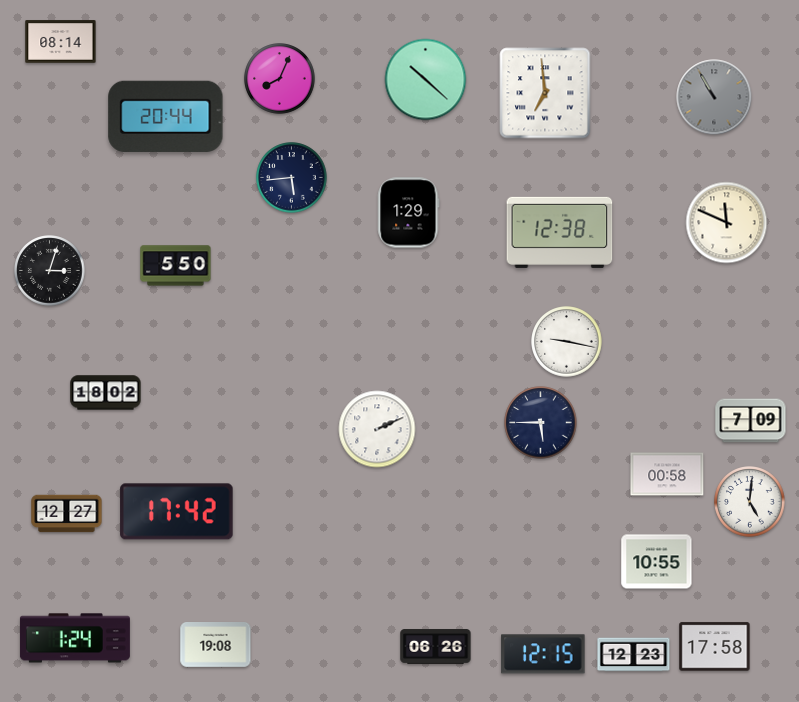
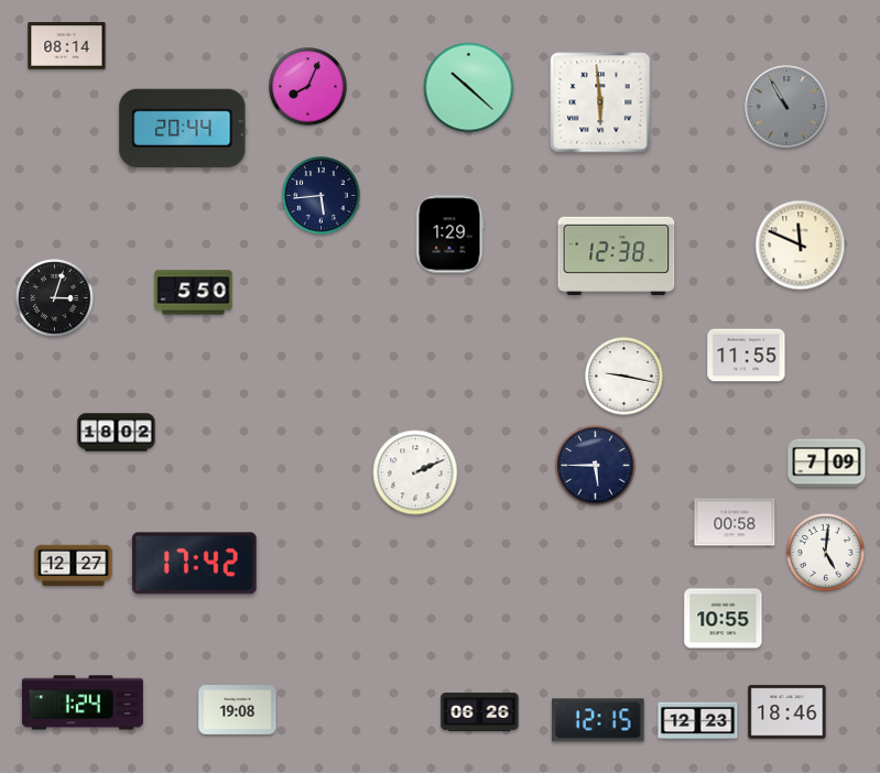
clock at (545, 93): 6:59 -> 5:59
clock at (747, 356): none -> 11:55
clock at (715, 647): 17:58 -> 18:46
